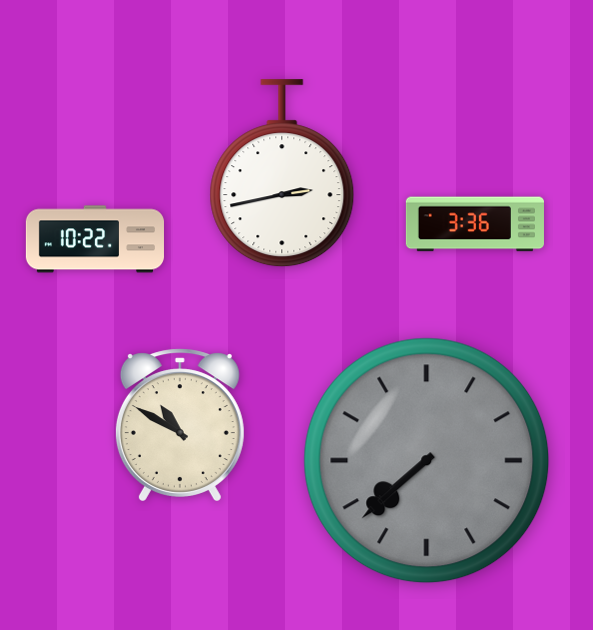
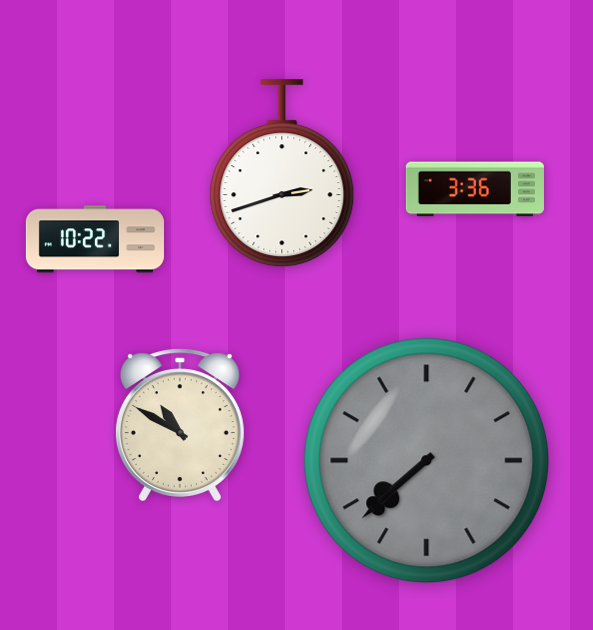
clock at (282, 174): 2:43 -> 2:42
clock at (475, 224) position: (475, 224) -> (475, 189)
